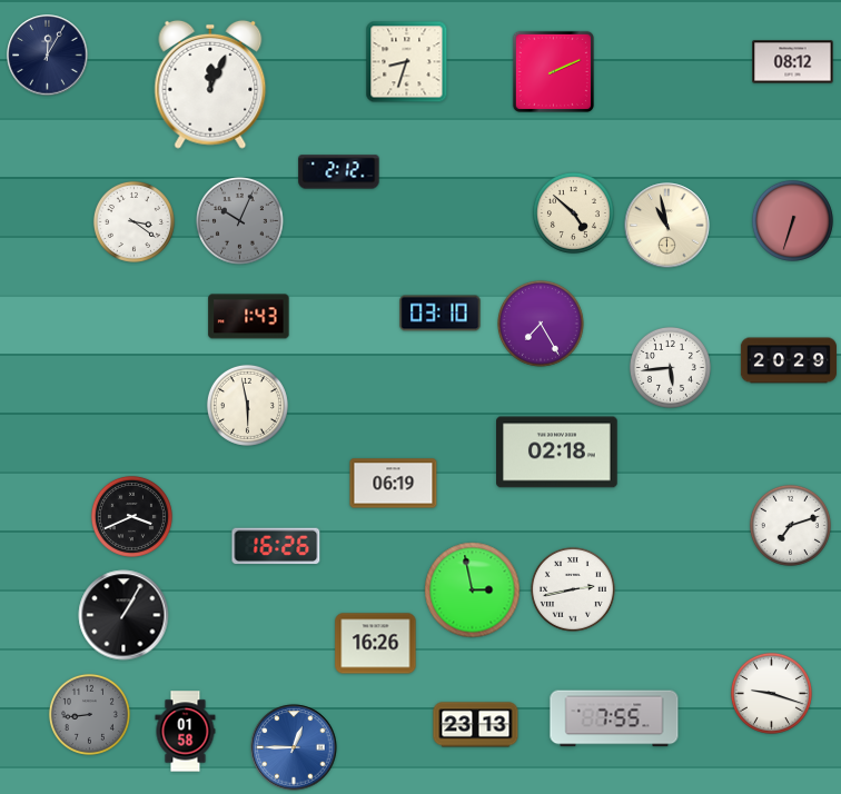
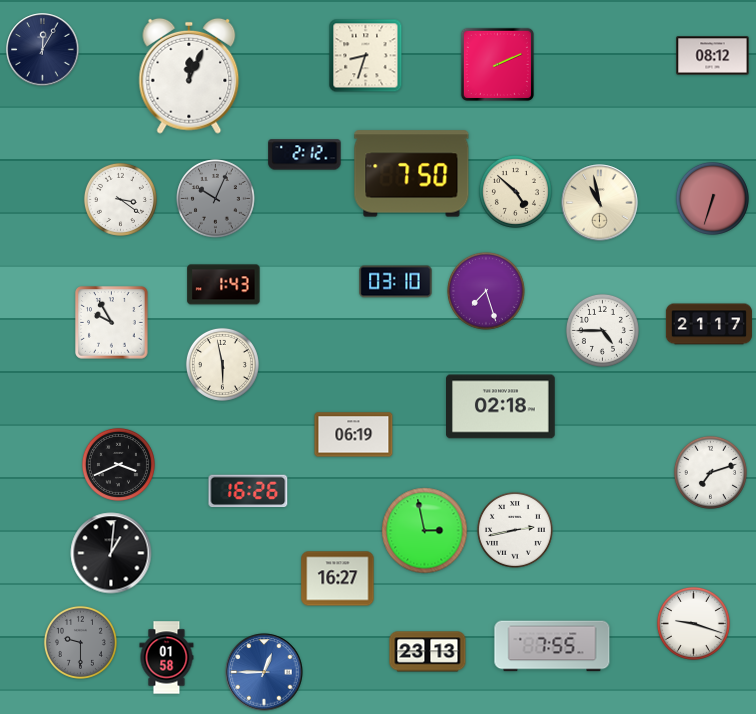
clock at (412, 174): none -> 7:50
clock at (542, 325): 7:25 -> 7:27
clock at (112, 323): none -> 9:55
clock at (789, 360): 20:29 -> 21:17
clock at (670, 367): 5:44 -> 4:45
clock at (123, 615): 1:05 -> 1:01
clock at (376, 644): 16:26 -> 16:27
clock at (89, 714): 8:44 -> 9:30
